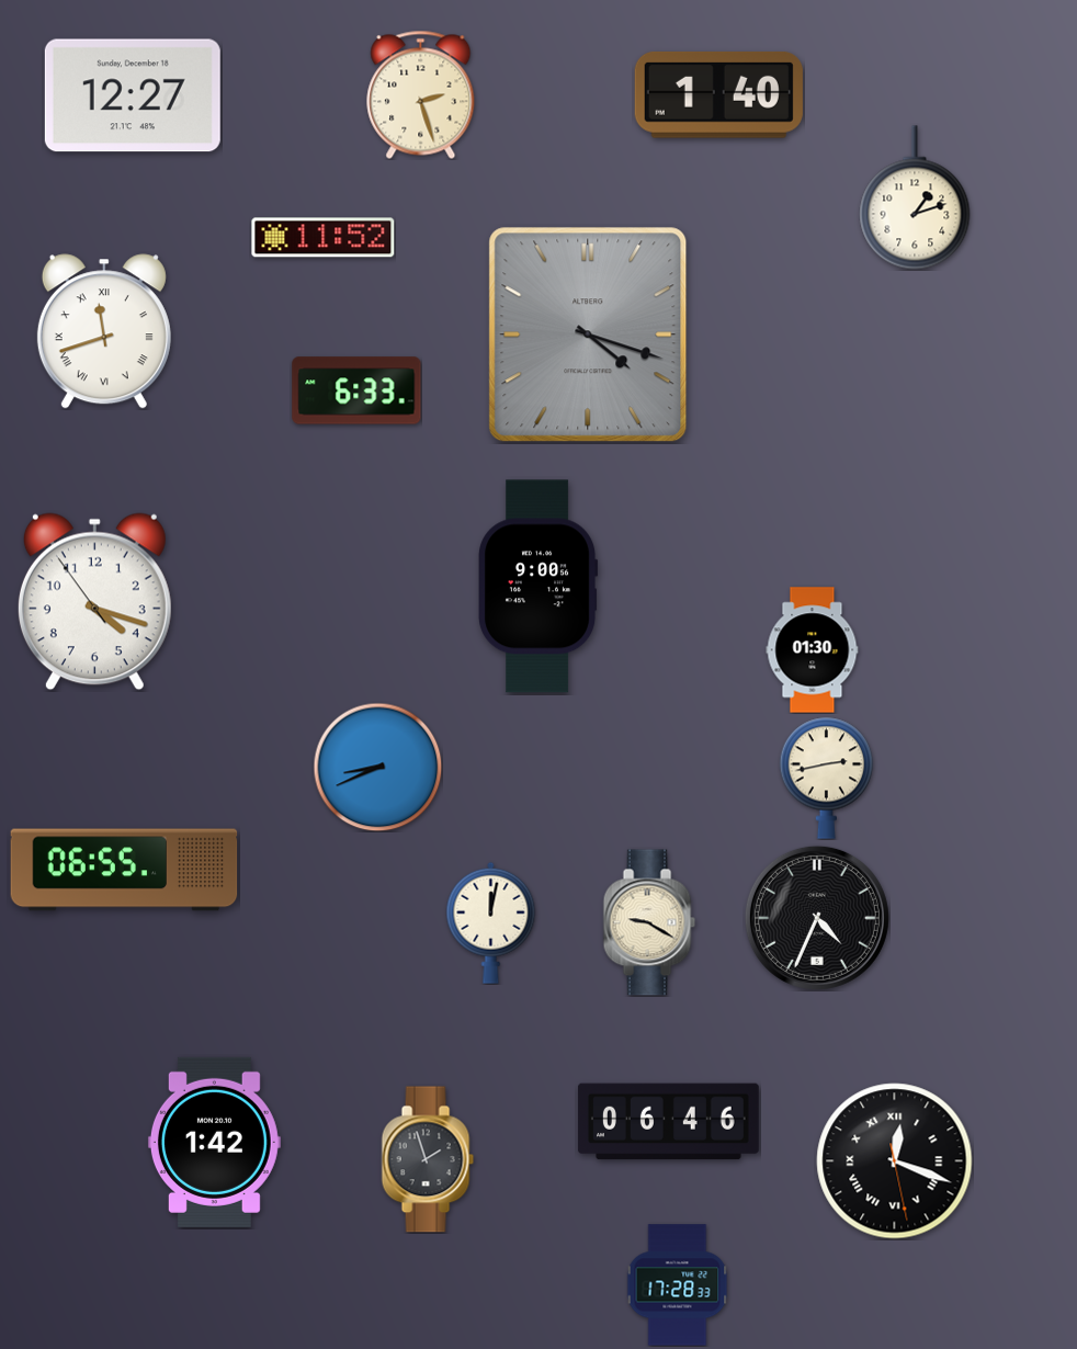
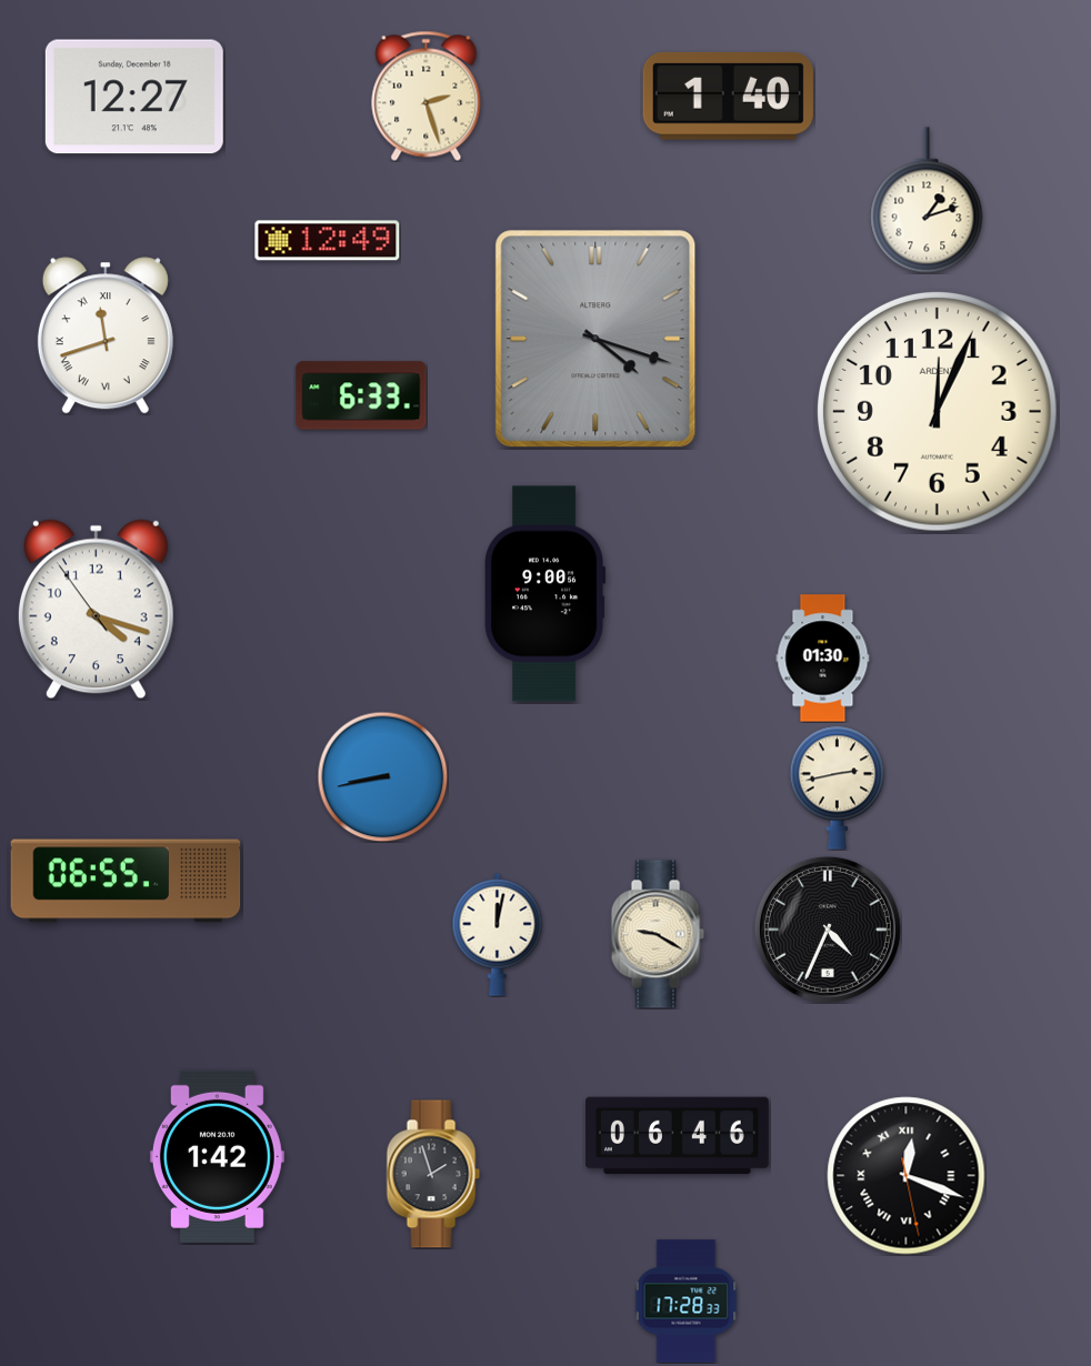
clock at (324, 238): 11:52 -> 12:49
clock at (937, 411): none -> 12:04
clock at (377, 767): 8:41 -> 8:43
